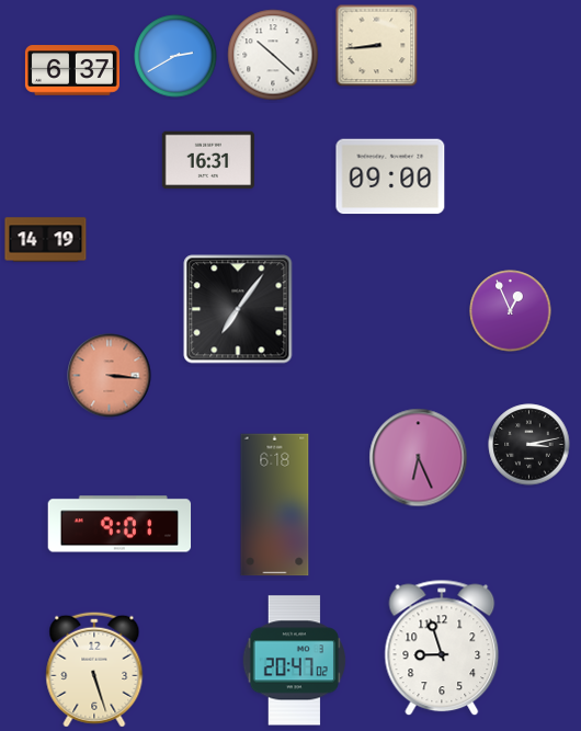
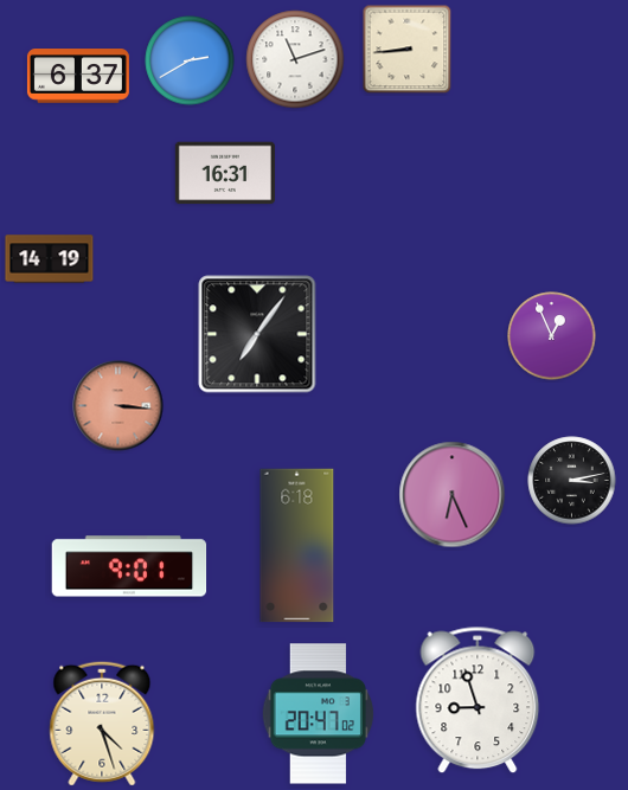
clock at (273, 55): 10:22 -> 11:12
clock at (390, 176): 09:00 -> none
clock at (94, 670): 5:27 -> 4:27
